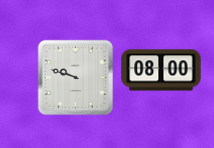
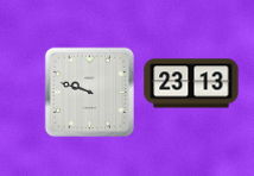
clock at (161, 70): 08:00 -> 23:13
